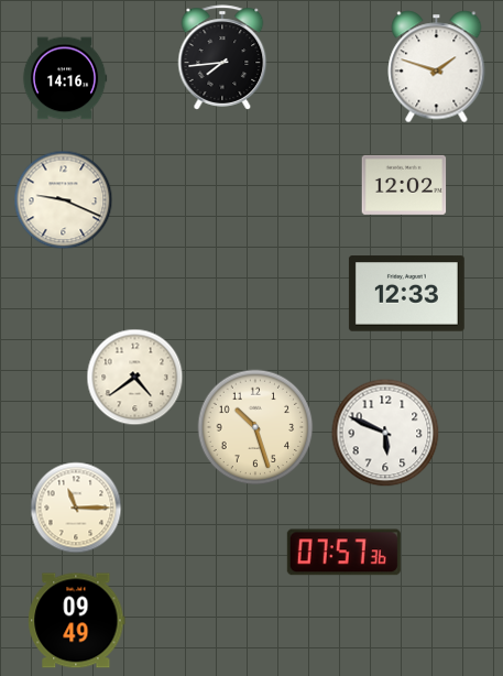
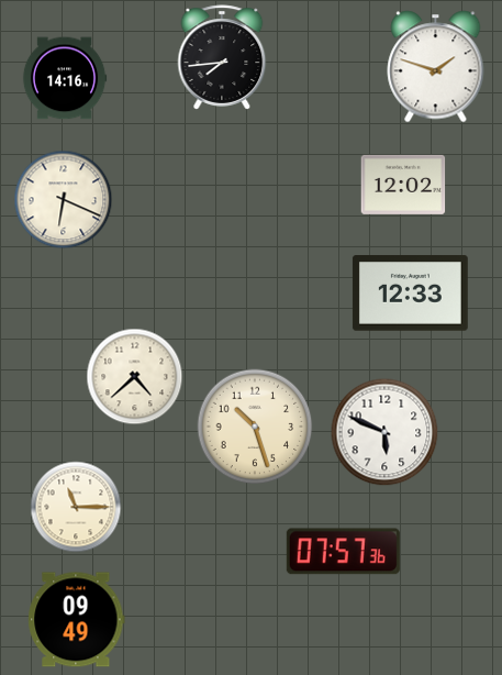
clock at (64, 200): 9:19 -> 6:19
clock at (406, 294) position: (406, 294) -> (410, 294)
clock at (135, 378): 4:39 -> 4:38
